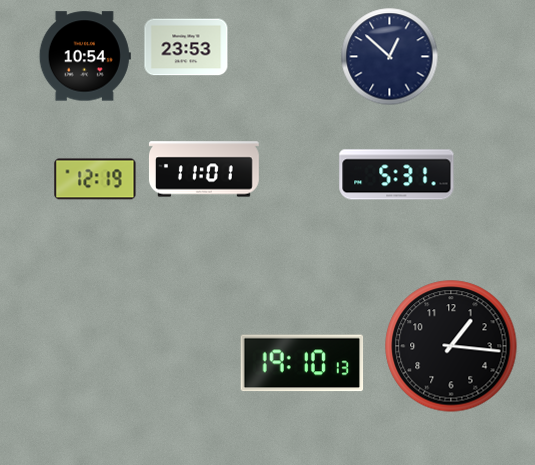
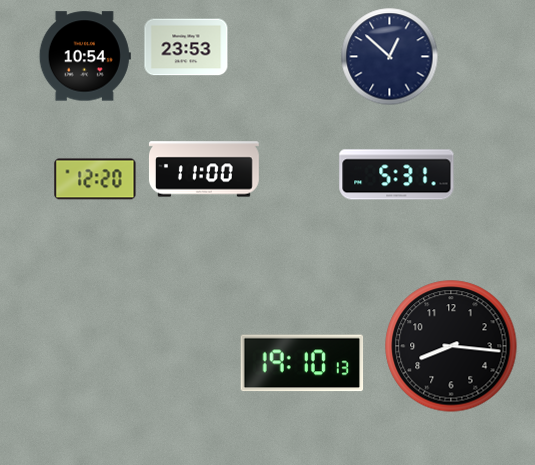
clock at (204, 169): 11:01 -> 11:00
clock at (95, 179): 12:19 -> 12:20
clock at (451, 346): 1:16 -> 8:16
